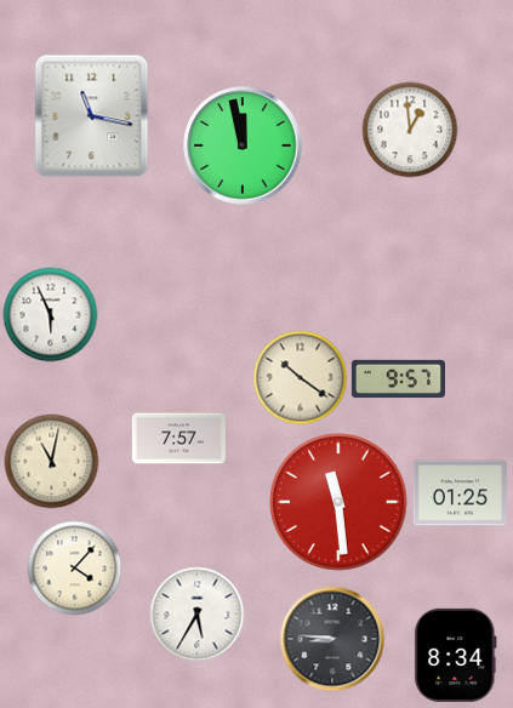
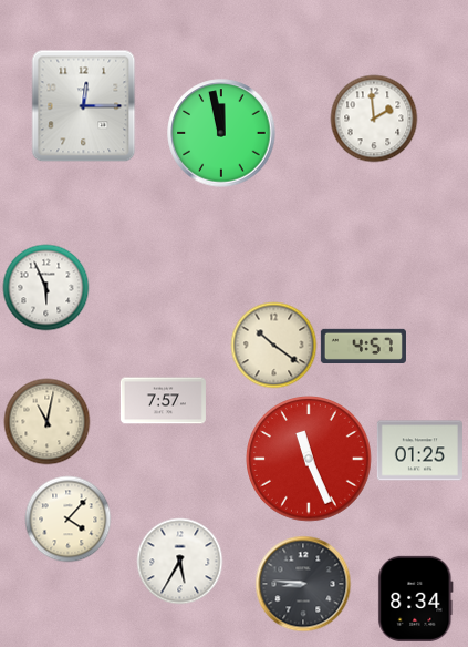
clock at (92, 115): 11:17 -> 12:15
clock at (410, 130): 12:59 -> 1:59
clock at (398, 378): 9:57 -> 4:57
clock at (340, 503): 11:29 -> 11:26
